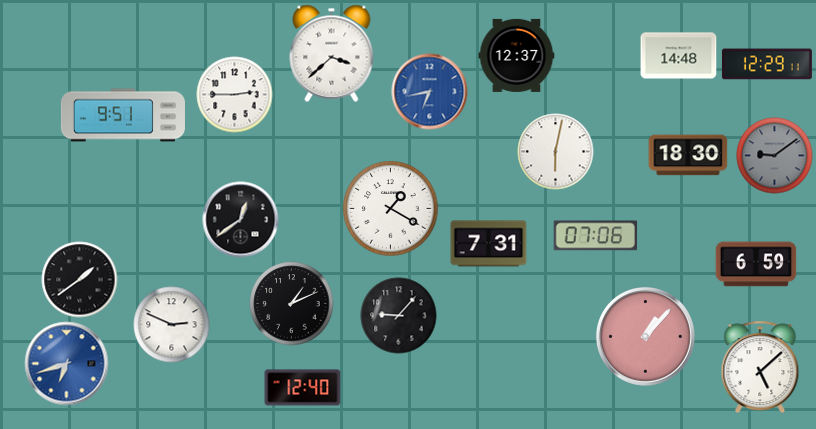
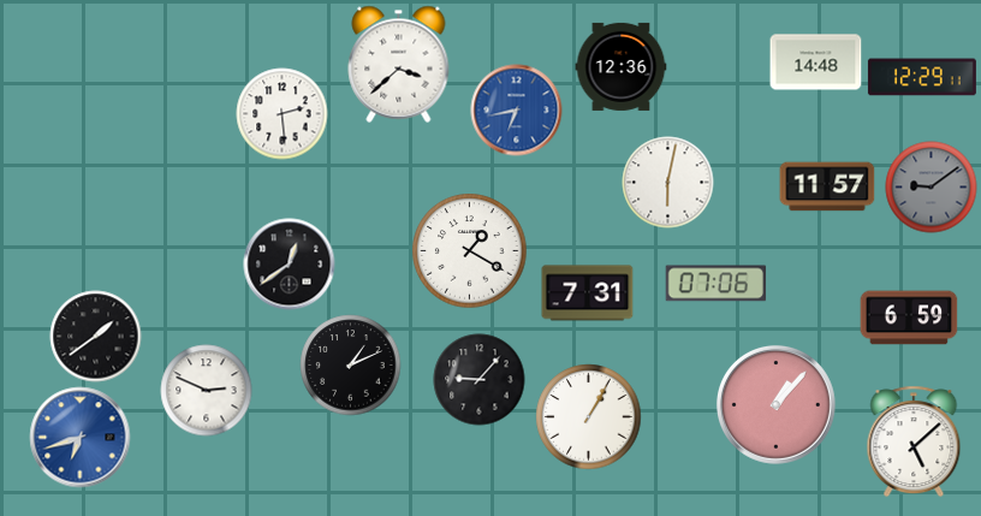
clock at (517, 55): 12:37 -> 12:36
clock at (679, 56) position: (679, 56) -> (816, 63)
clock at (235, 95): 2:45 -> 2:29
clock at (123, 115): 9:51 -> none
clock at (688, 155): 18:30 -> 11:57
clock at (589, 417): none -> 1:05
clock at (303, 388): 12:40 -> none
